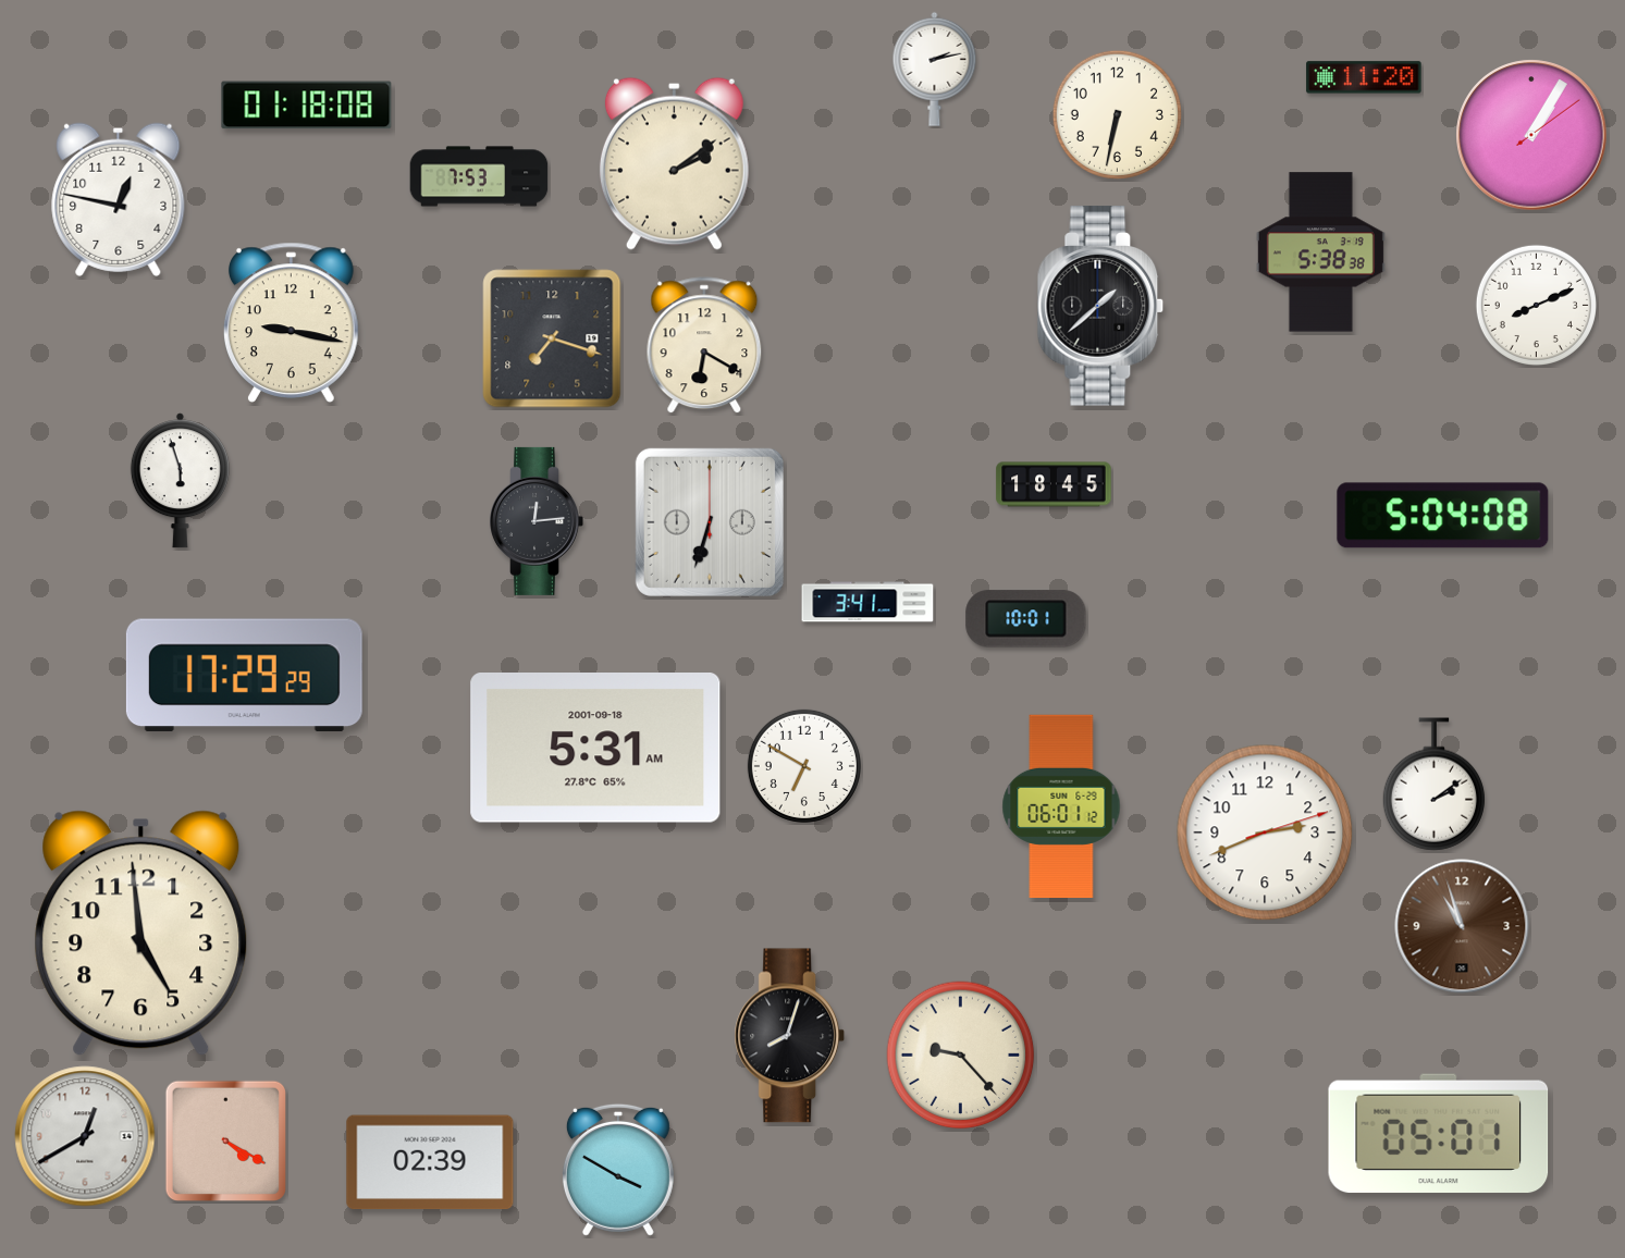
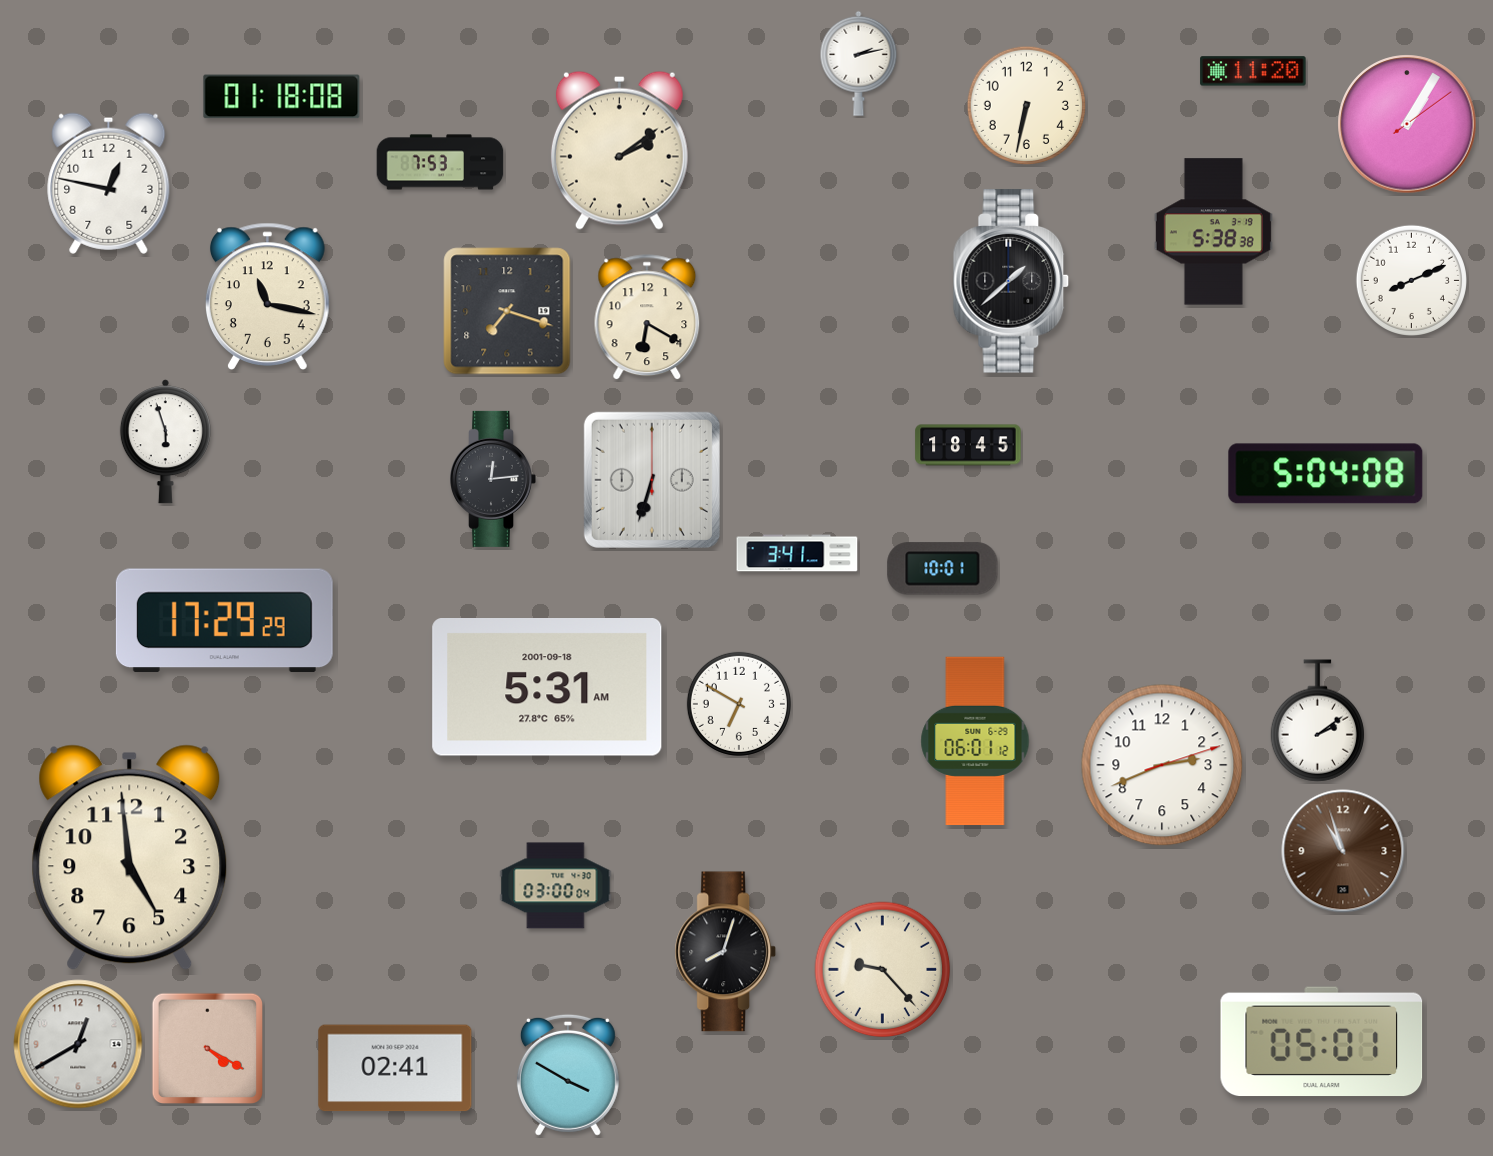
clock at (292, 322): 9:17 -> 11:17
clock at (556, 886): none -> 03:00
clock at (430, 1162): 02:39 -> 02:41
